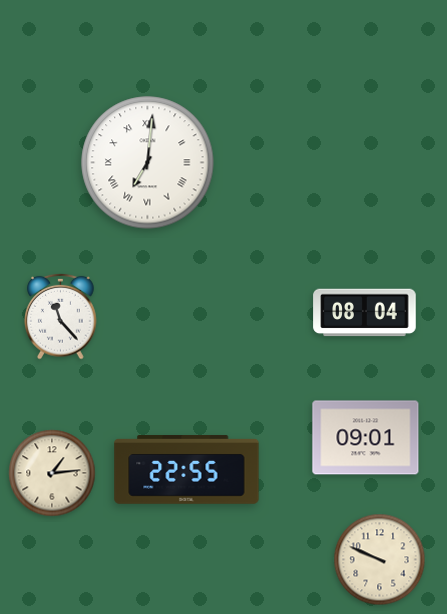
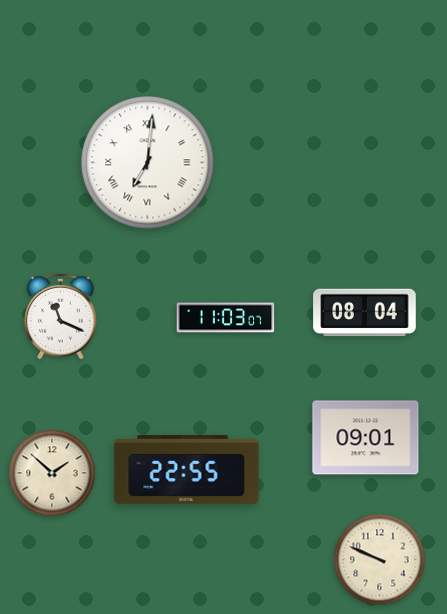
clock at (61, 316): 11:23 -> 11:19
clock at (226, 318): none -> 11:03
clock at (52, 473): 1:14 -> 1:52
